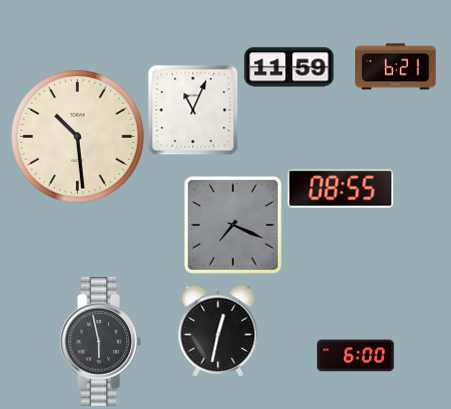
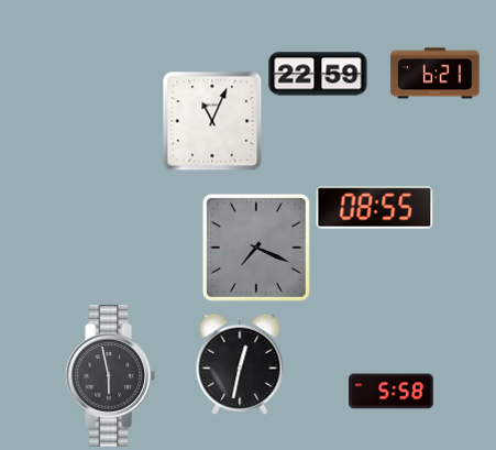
clock at (289, 67): 11:59 -> 22:59
clock at (78, 137): 10:29 -> none
clock at (356, 356): 6:00 -> 5:58
